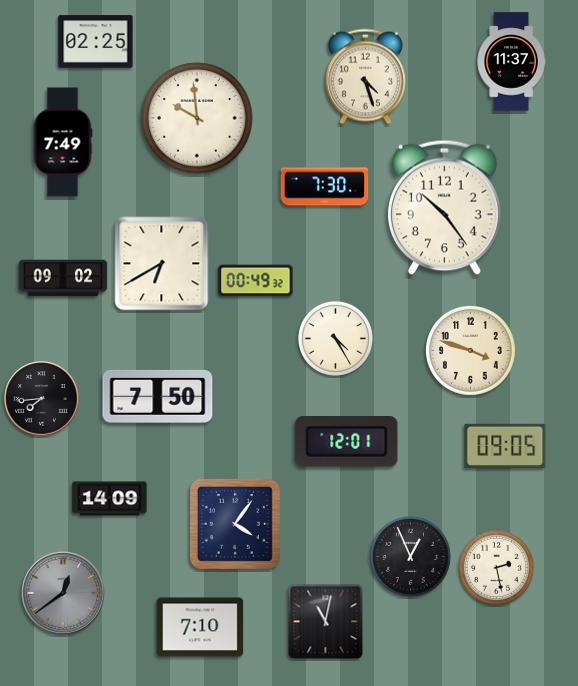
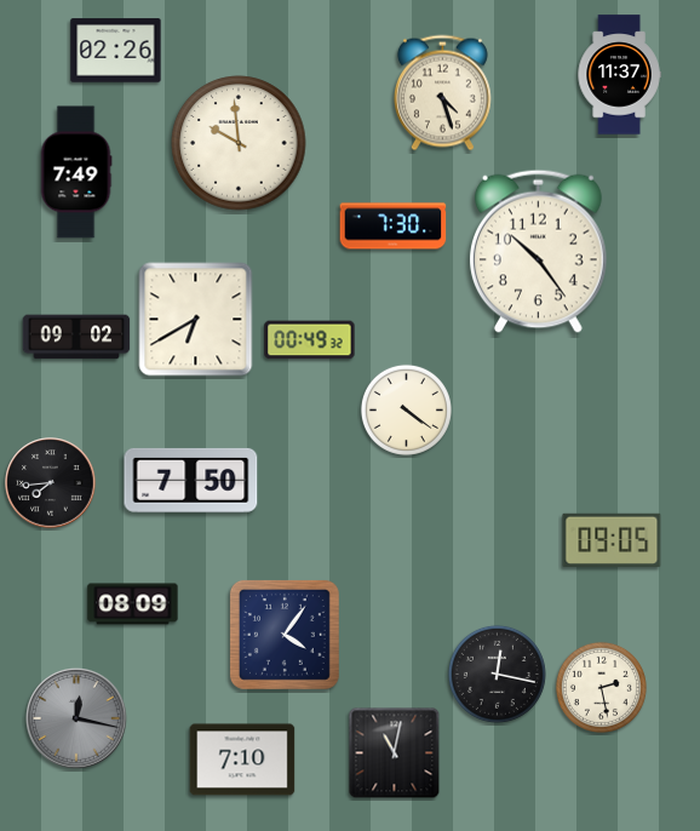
clock at (96, 42): 02:25 -> 02:26
clock at (335, 338): 4:25 -> 4:21
clock at (470, 350): 3:48 -> none
clock at (347, 442): 12:01 -> none
clock at (110, 499): 14:09 -> 08:09
clock at (410, 556): 12:56 -> 12:17
clock at (64, 594): 12:39 -> 12:17
